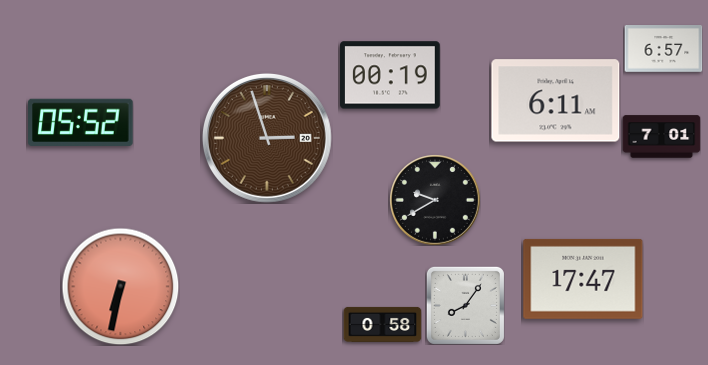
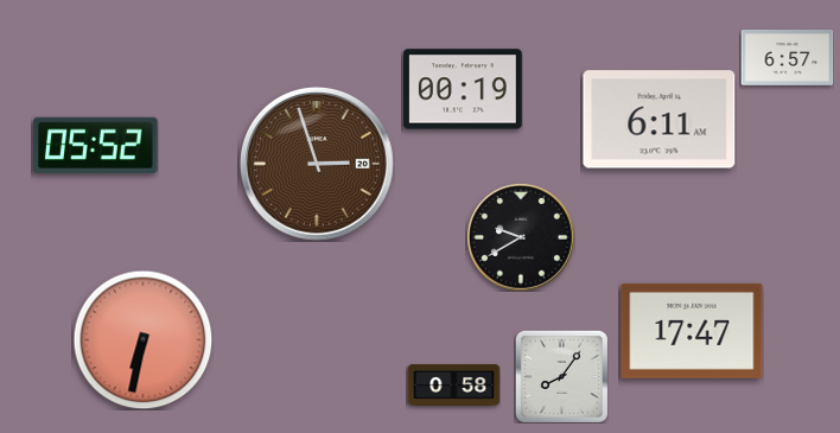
clock at (661, 137): 7:01 -> none
clock at (435, 200) position: (435, 200) -> (521, 237)
clock at (465, 305) position: (465, 305) -> (561, 376)
